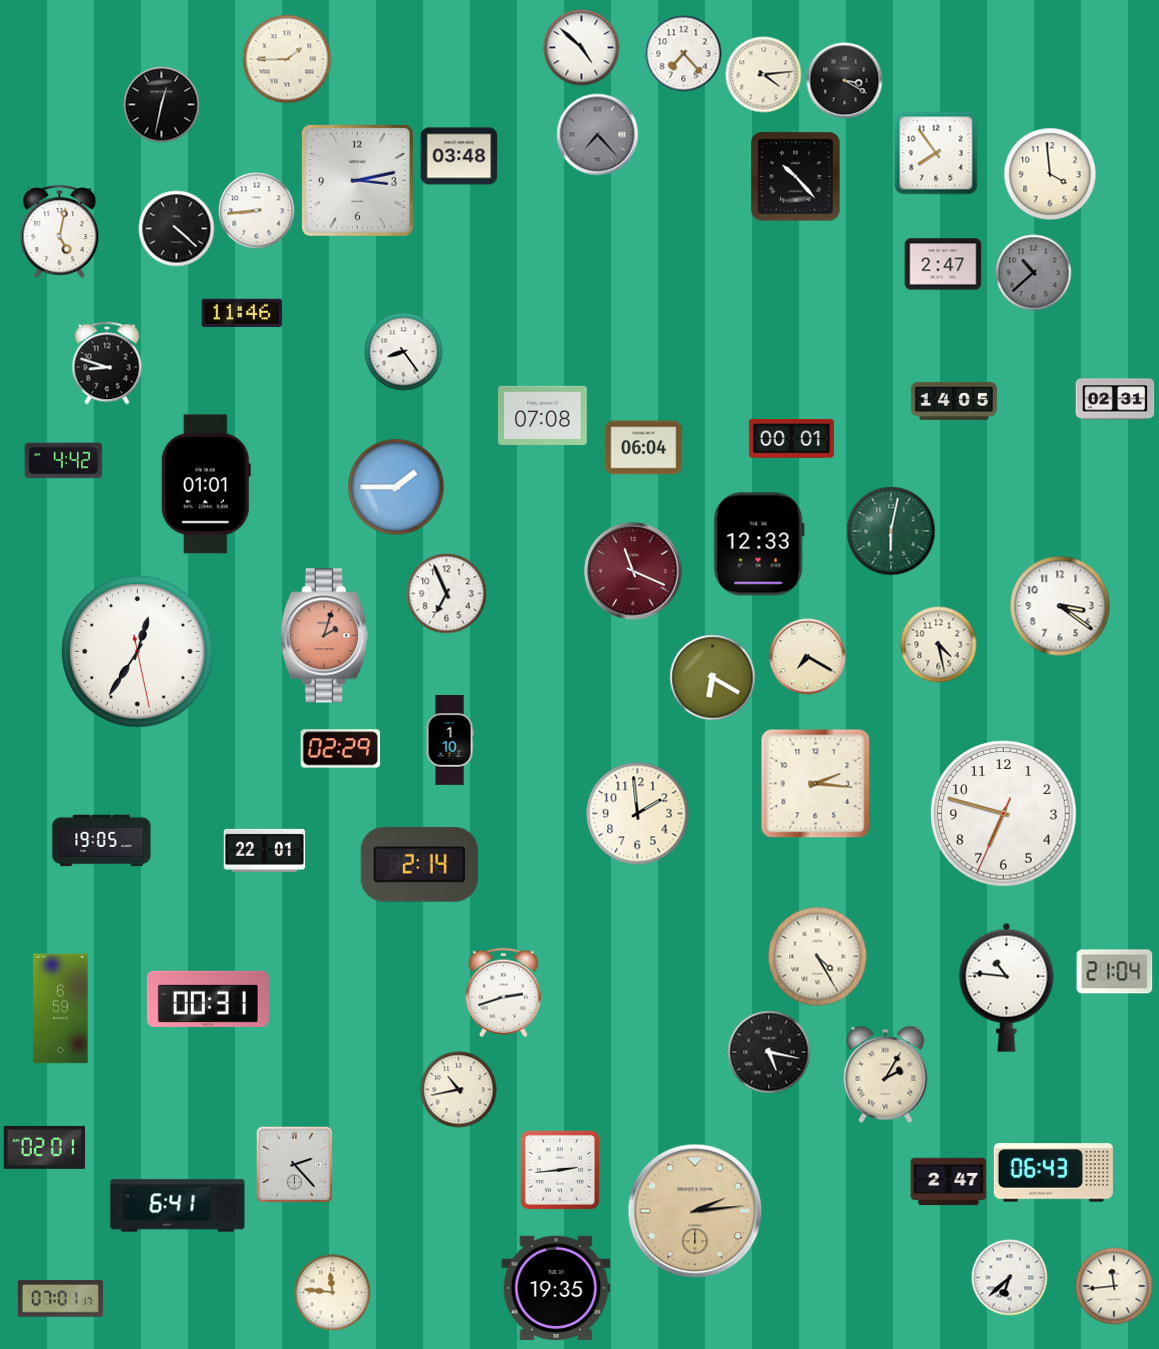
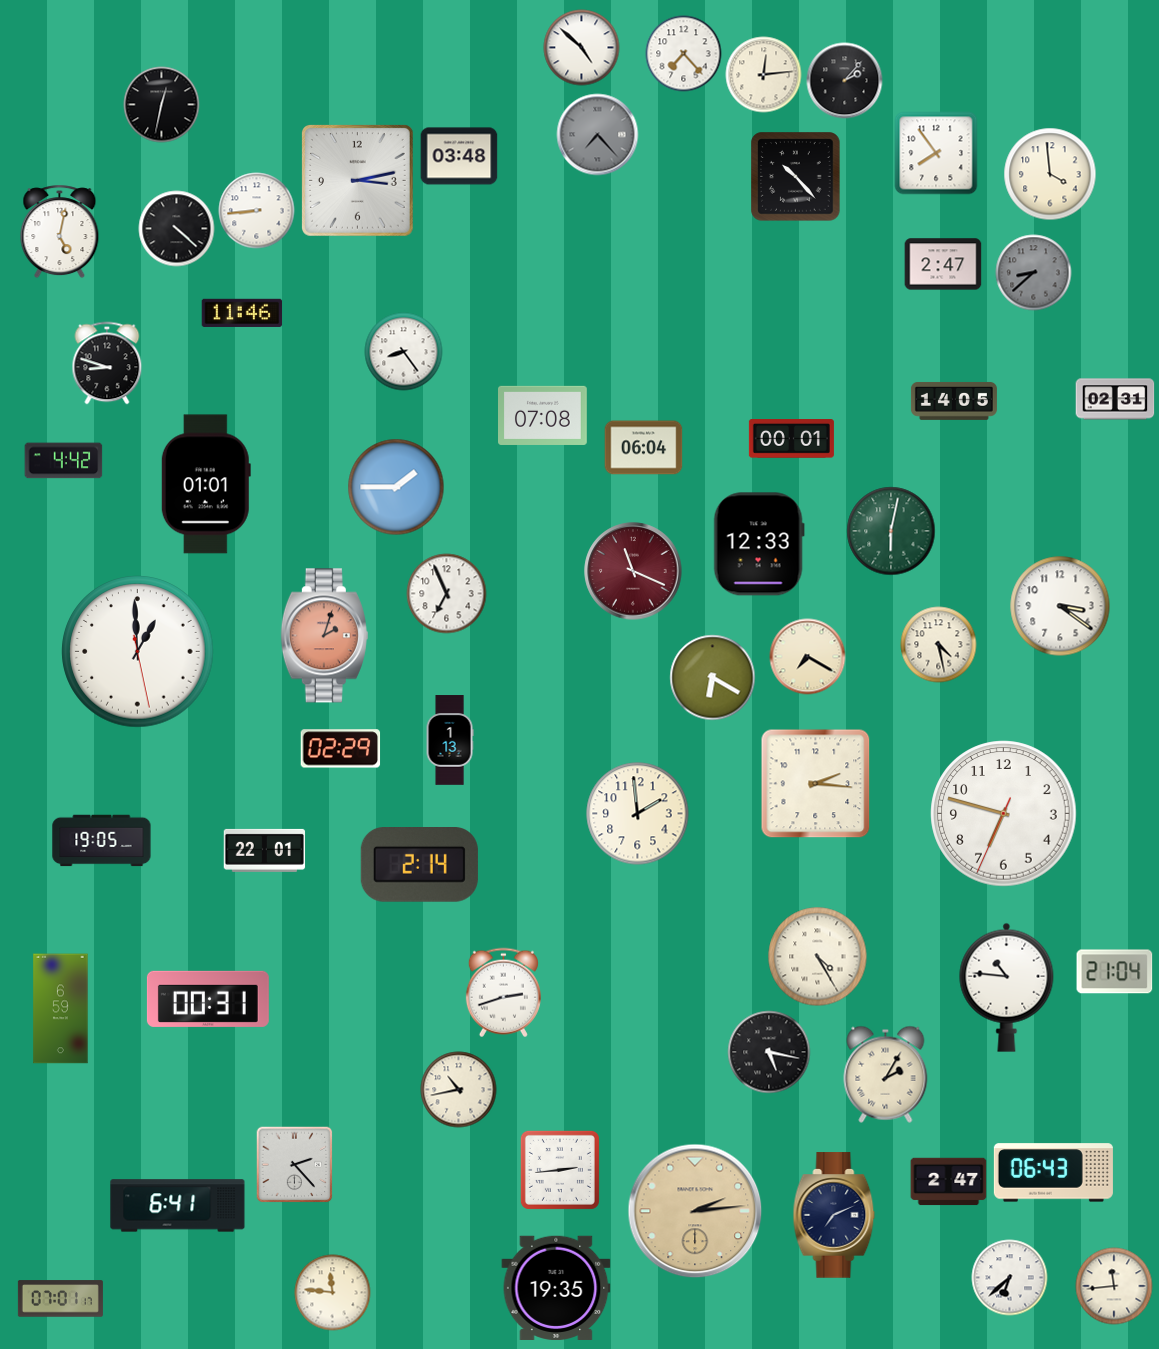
clock at (287, 59): 1:45 -> none
clock at (764, 75): 4:14 -> 12:14
clock at (845, 81): 3:20 -> 2:07
clock at (1034, 273): 10:38 -> 8:38
clock at (138, 652): 12:35 -> 12:59
clock at (450, 740): 1:10 -> 1:13
clock at (44, 1147): 02:01 -> none
clock at (834, 1215): none -> 7:11
